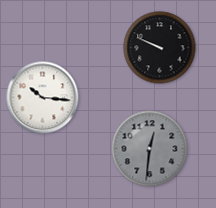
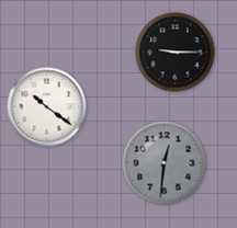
clock at (160, 48): 9:49 -> 9:15
clock at (43, 98): 10:16 -> 10:21
